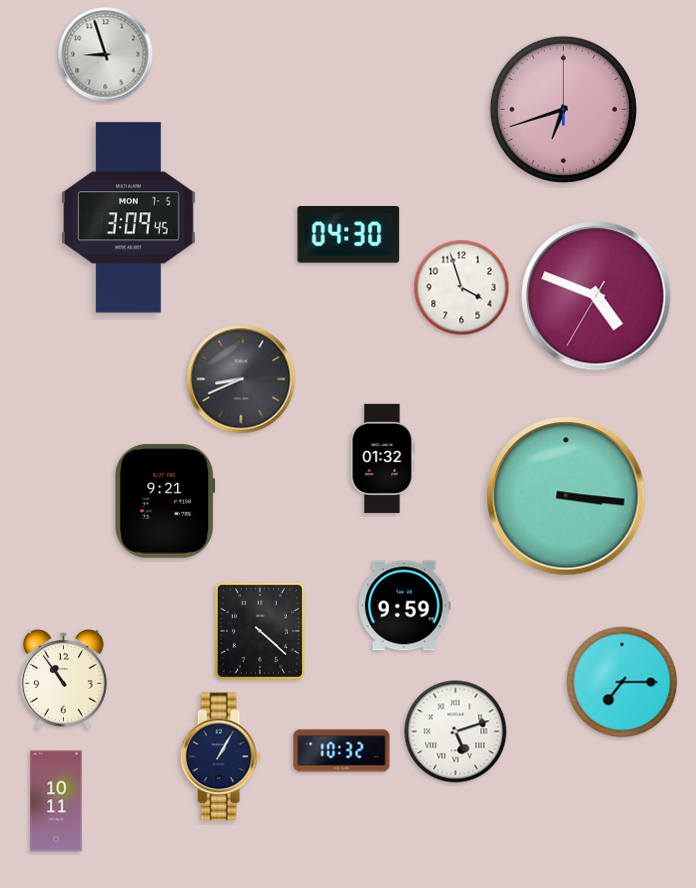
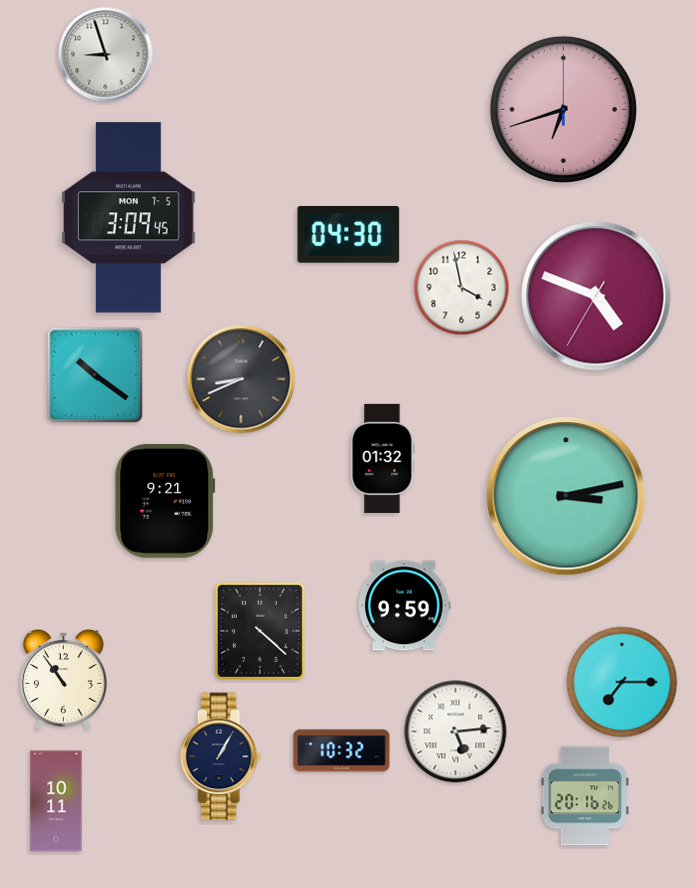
clock at (462, 288): 3:57 -> 3:58
clock at (94, 374): none -> 10:21
clock at (566, 496): 3:16 -> 3:13
clock at (456, 732): 5:12 -> 5:14
clock at (585, 796): none -> 20:16
